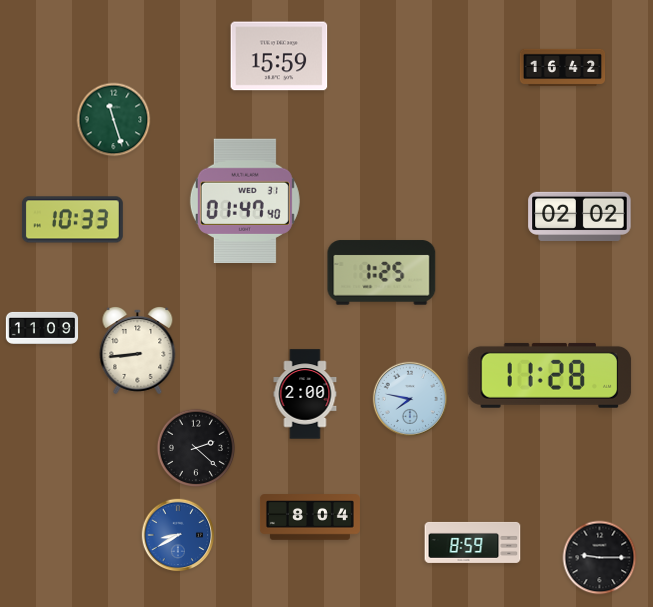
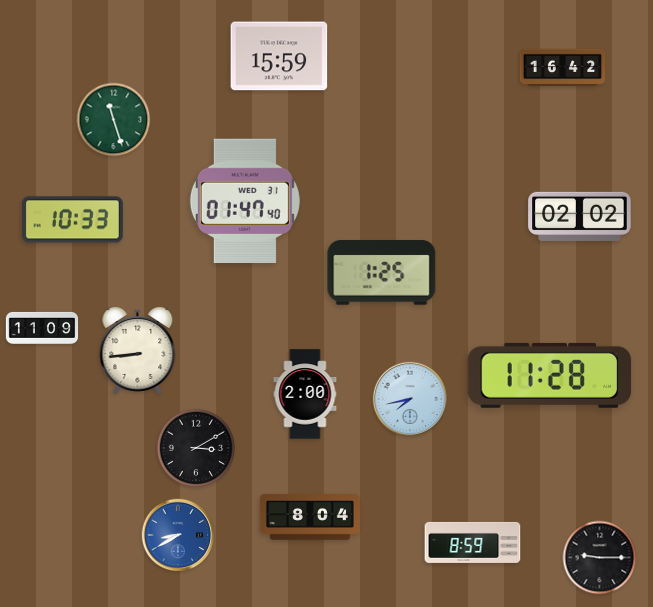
clock at (409, 398): 7:47 -> 7:43
clock at (195, 447): 2:22 -> 3:10
